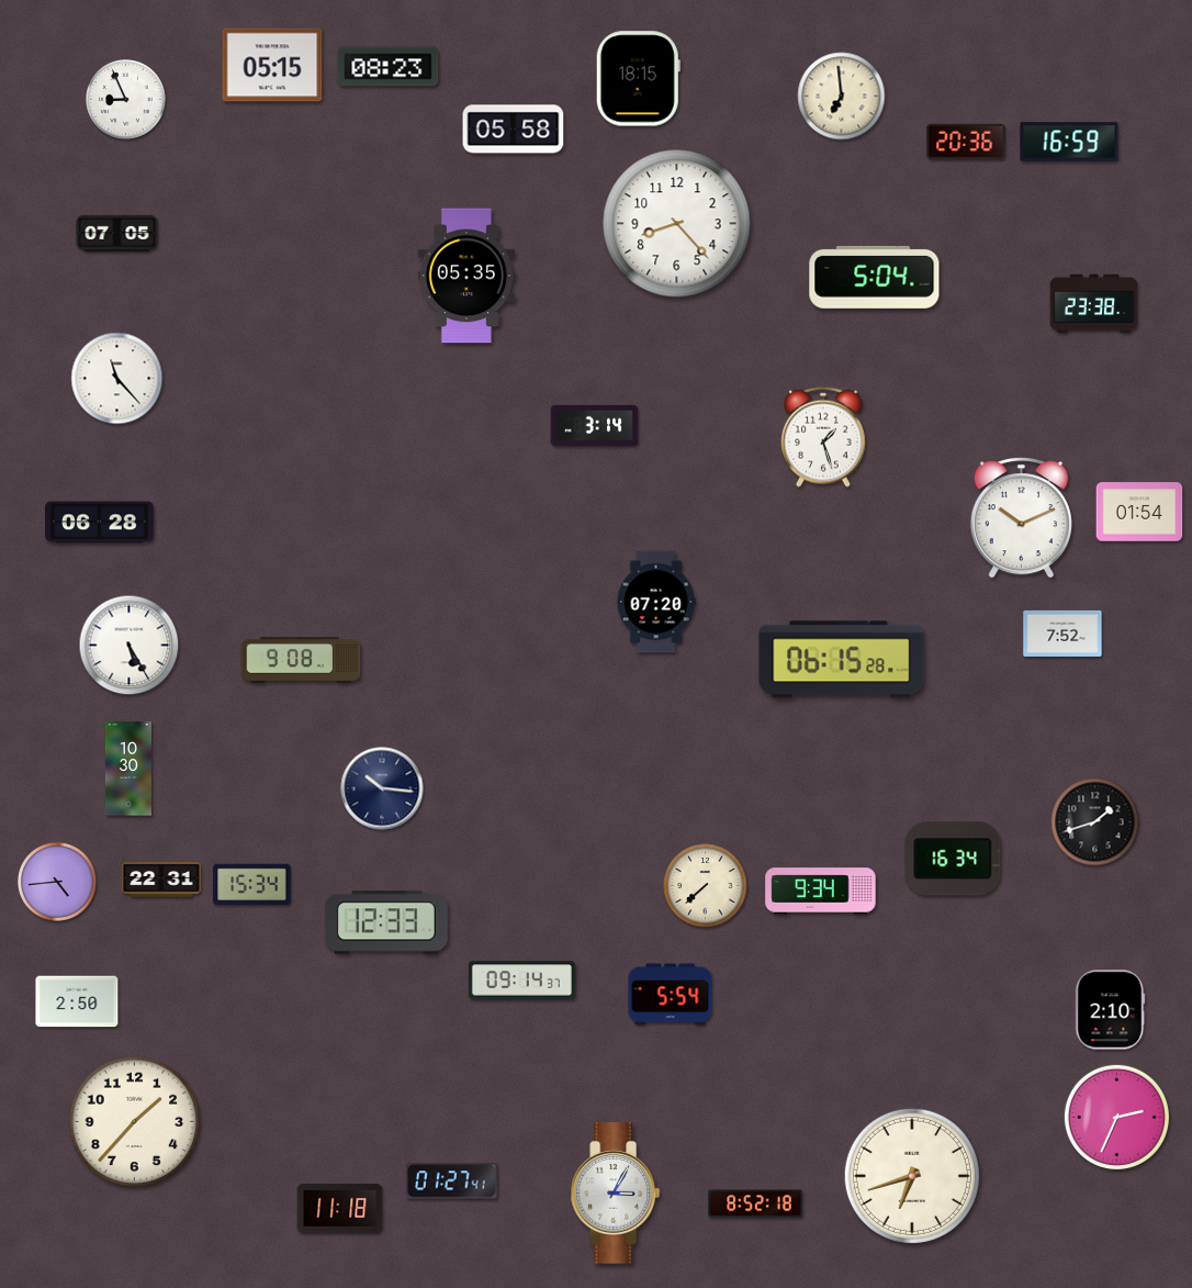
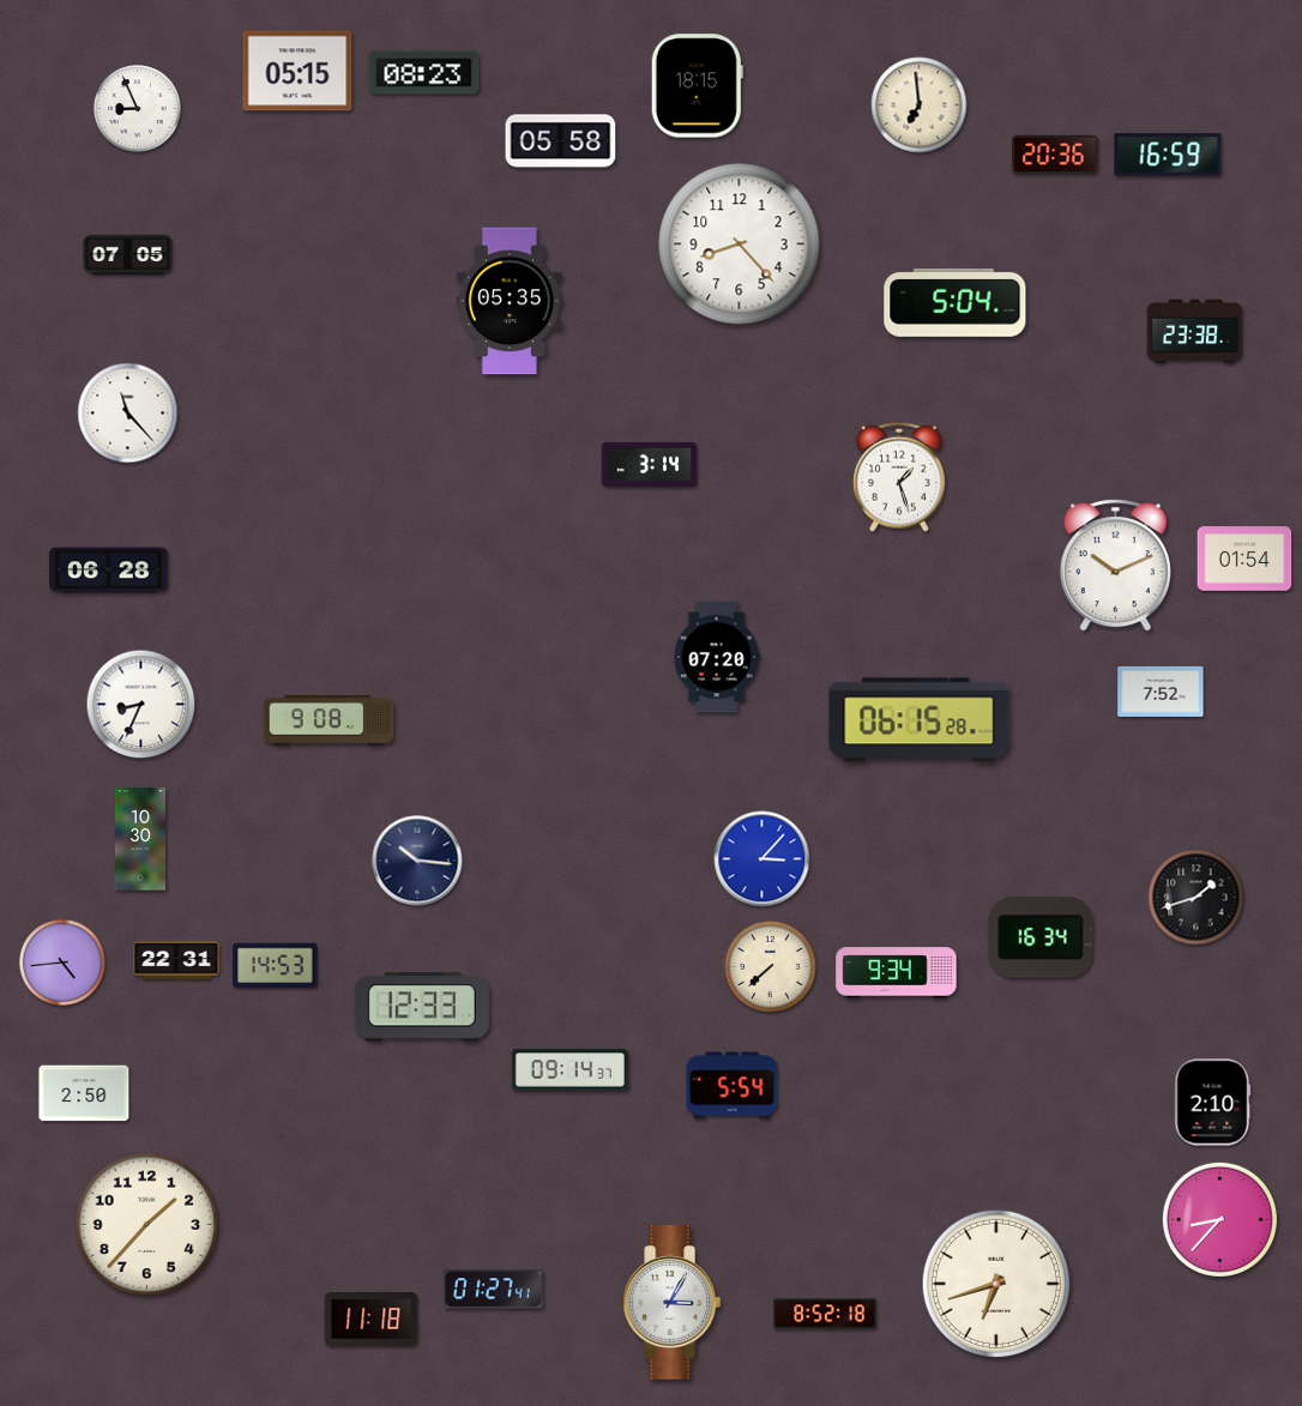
clock at (130, 646): 5:25 -> 8:34
clock at (762, 859): none -> 3:07
clock at (252, 884): 15:34 -> 14:53
clock at (1116, 1117): 2:34 -> 8:37
